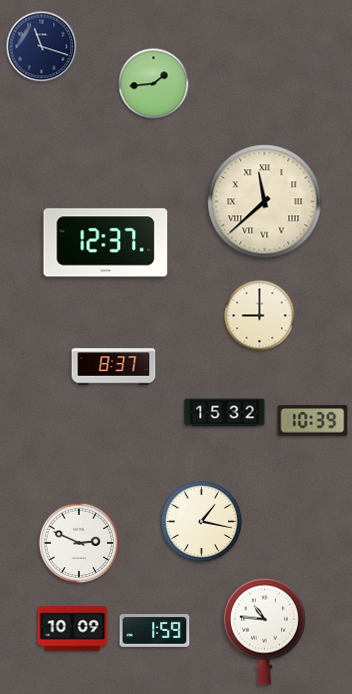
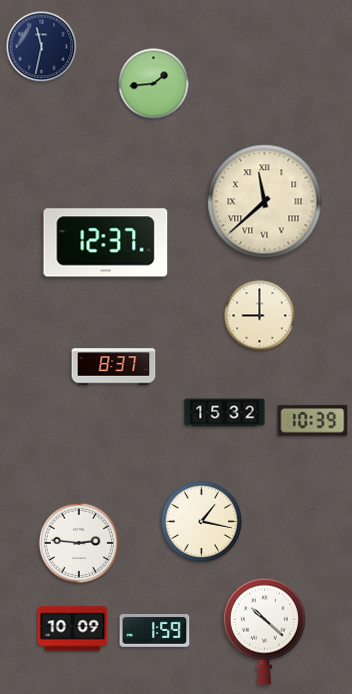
clock at (42, 47): 11:18 -> 11:32
clock at (79, 543): 2:49 -> 2:46
clock at (264, 631): 10:46 -> 10:22
